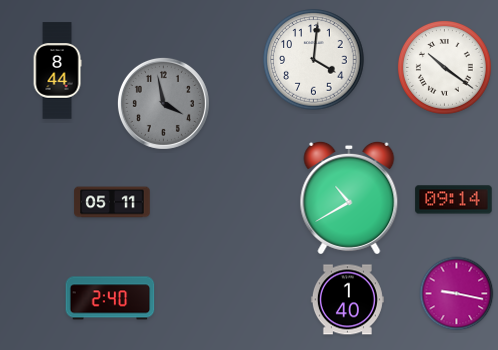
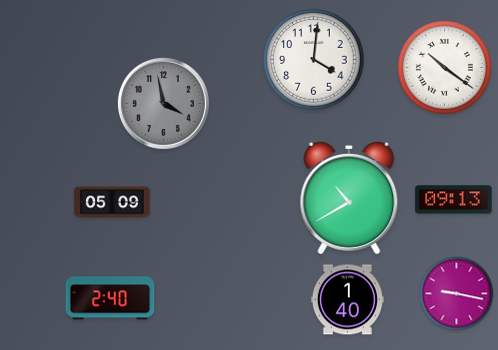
clock at (57, 71): 8:44 -> none
clock at (454, 200): 09:14 -> 09:13
clock at (112, 202): 05:11 -> 05:09
